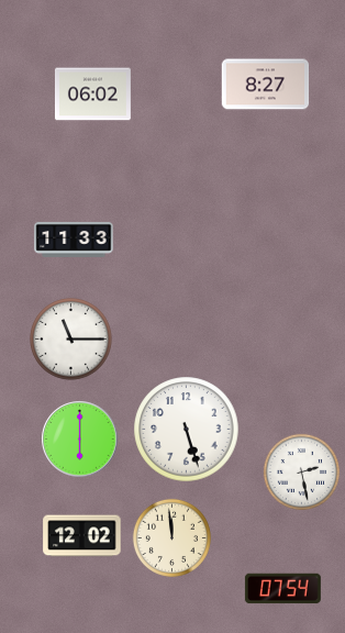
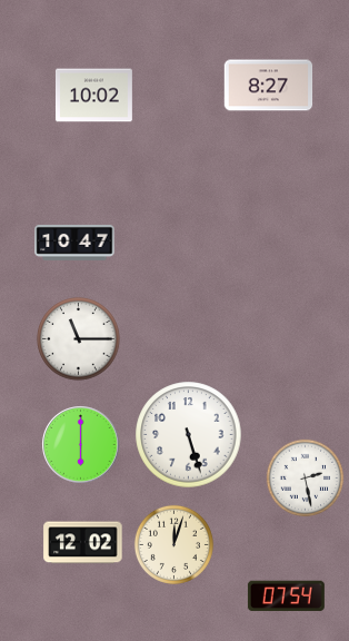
clock at (92, 95): 06:02 -> 10:02
clock at (74, 240): 11:33 -> 10:47
clock at (71, 340) position: (71, 340) -> (79, 339)
clock at (171, 537): 11:59 -> 12:03
